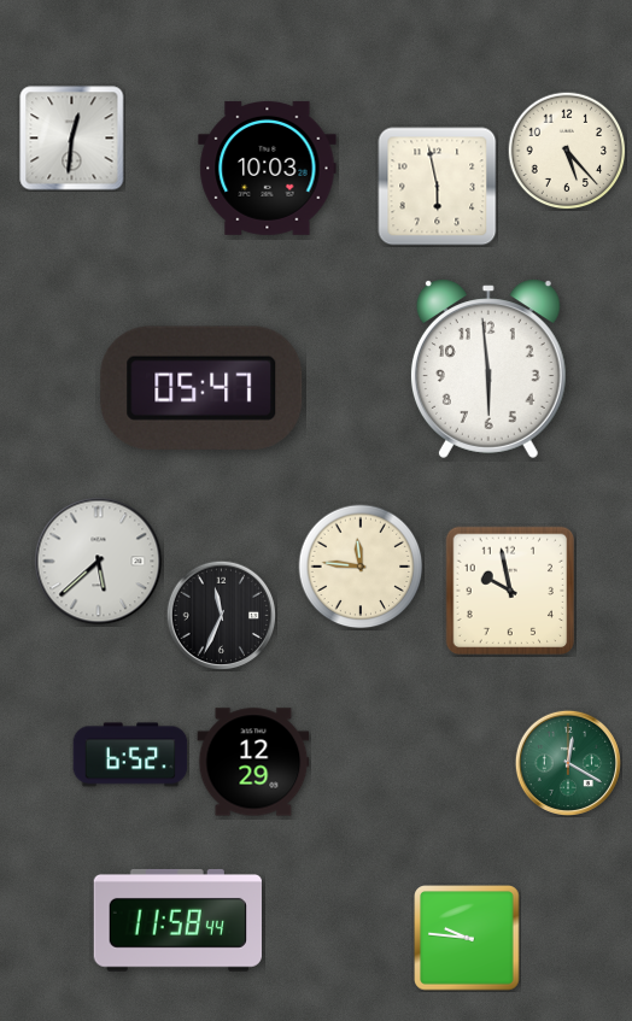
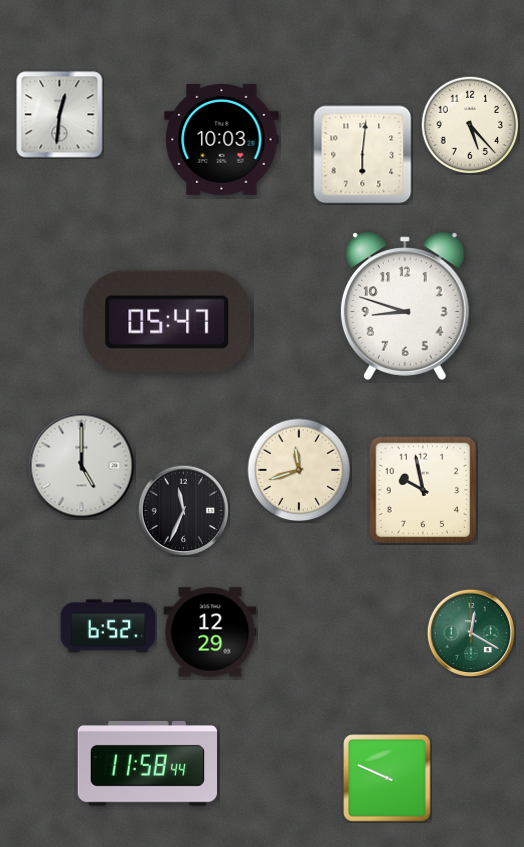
clock at (438, 187): 5:58 -> 6:01
clock at (488, 369): 5:59 -> 8:48
clock at (99, 562): 5:38 -> 5:00
clock at (361, 567): 11:46 -> 11:42
clock at (467, 938): 9:46 -> 9:49
